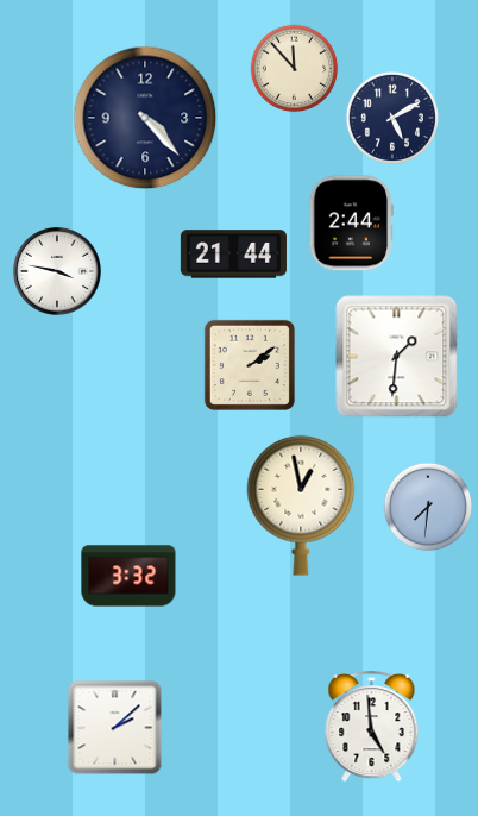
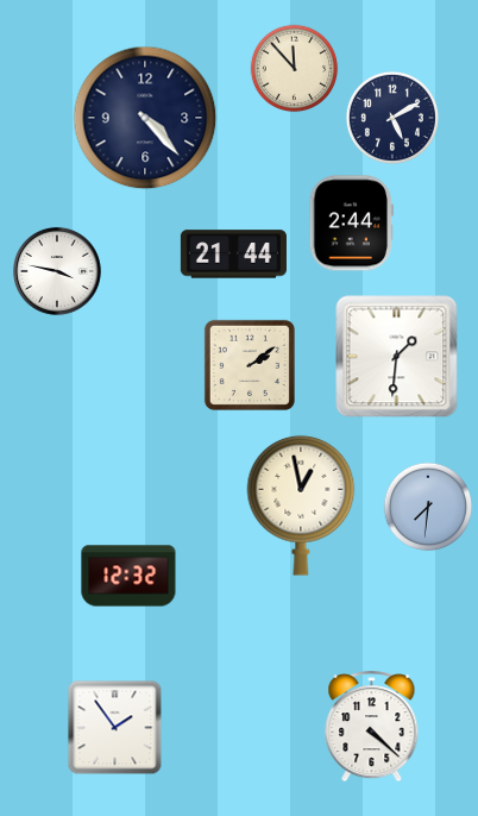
clock at (128, 576): 3:32 -> 12:32
clock at (372, 727): 4:59 -> 4:22
clock at (115, 728): 2:08 -> 1:54
